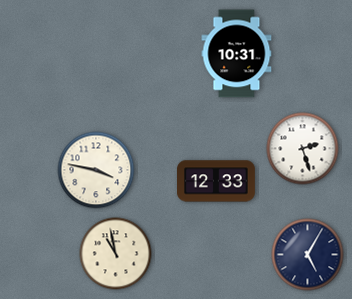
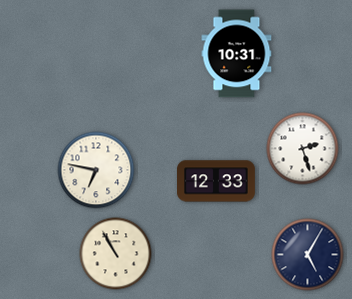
clock at (96, 170): 3:47 -> 6:47
clock at (116, 254): 10:58 -> 10:55
